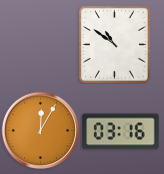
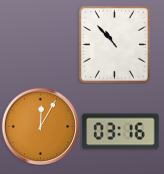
clock at (114, 44): 10:51 -> 10:53
clock at (40, 130) position: (40, 130) -> (40, 126)
